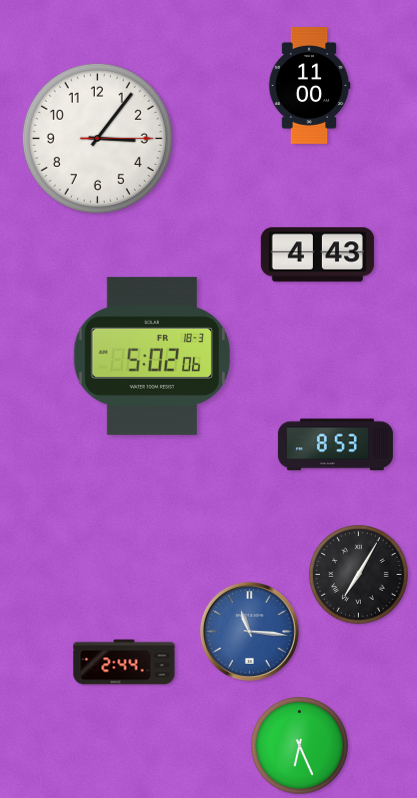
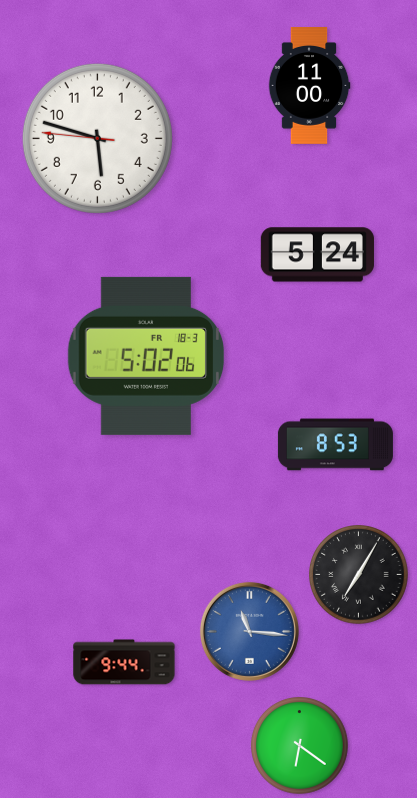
clock at (97, 138): 3:06 -> 5:47
clock at (317, 255): 4:43 -> 5:24
clock at (152, 356) position: (152, 356) -> (146, 356)
clock at (124, 662): 2:44 -> 9:44
clock at (300, 746): 6:26 -> 6:21
